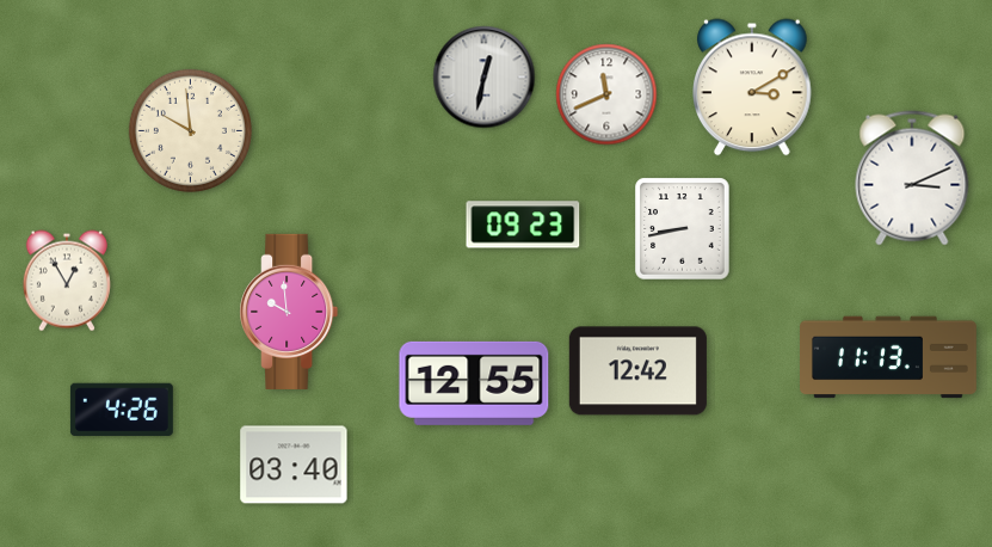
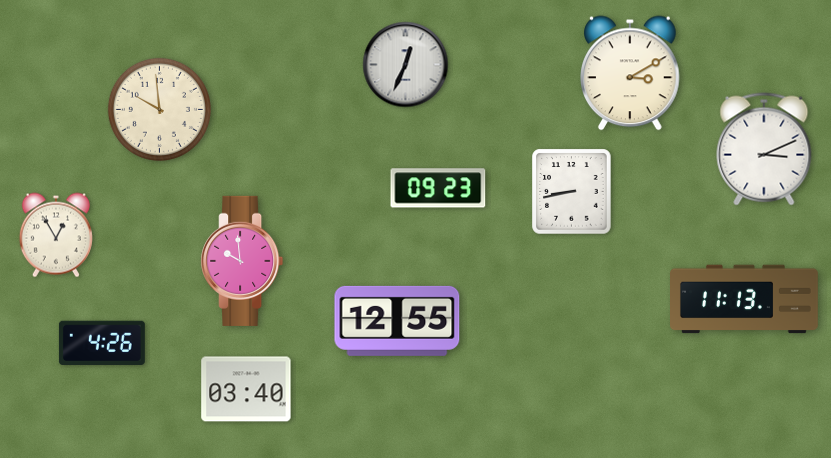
clock at (485, 78): 12:32 -> 12:34
clock at (606, 94): 11:41 -> none
clock at (637, 371): 12:42 -> none
